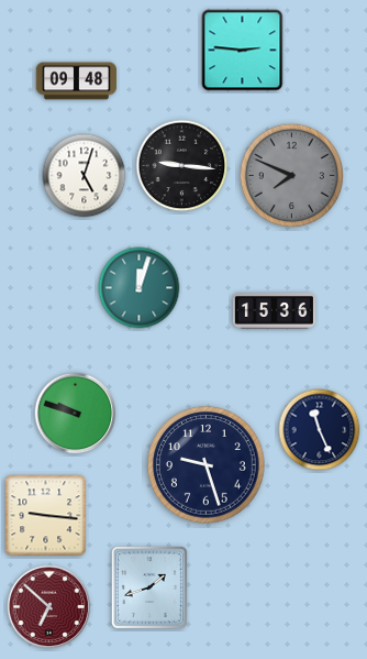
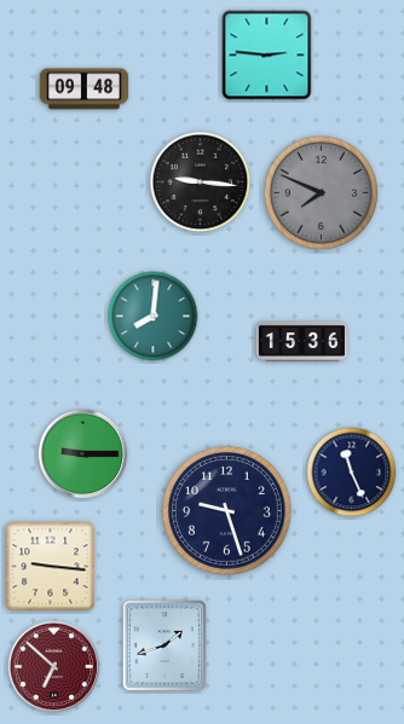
clock at (85, 176): 5:03 -> none
clock at (140, 288): 12:03 -> 8:01
clock at (76, 414): 9:48 -> 9:15
